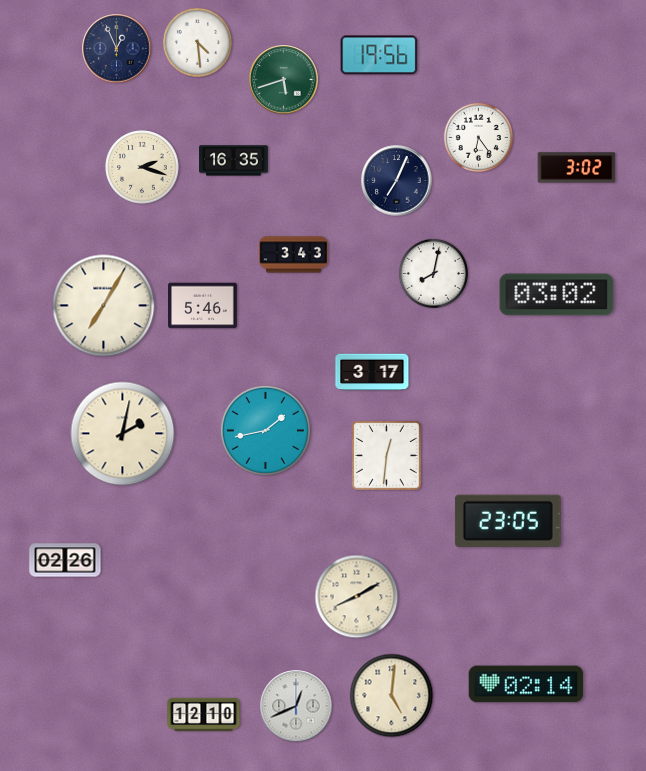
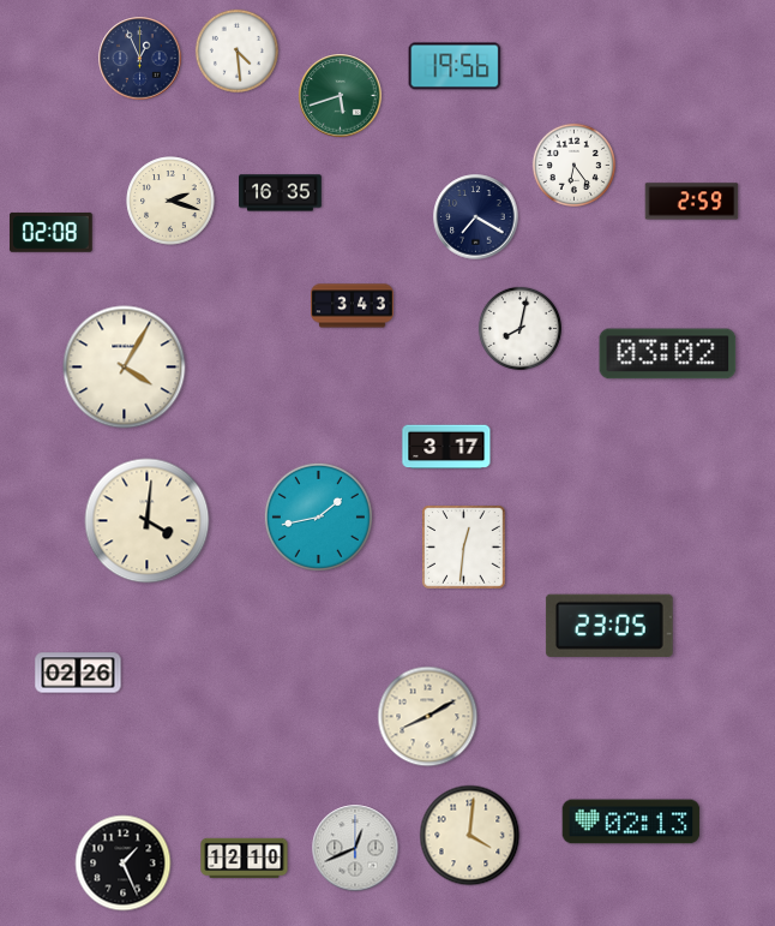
clock at (577, 168): 3:02 -> 2:59
clock at (397, 181): 7:04 -> 7:20
clock at (50, 232): none -> 02:08
clock at (104, 306): 7:05 -> 4:05
clock at (203, 306): 5:46 -> none
clock at (123, 434): 2:02 -> 4:01
clock at (526, 684): 02:14 -> 02:13
clock at (392, 696): 5:01 -> 4:01
clock at (124, 864): none -> 1:26
